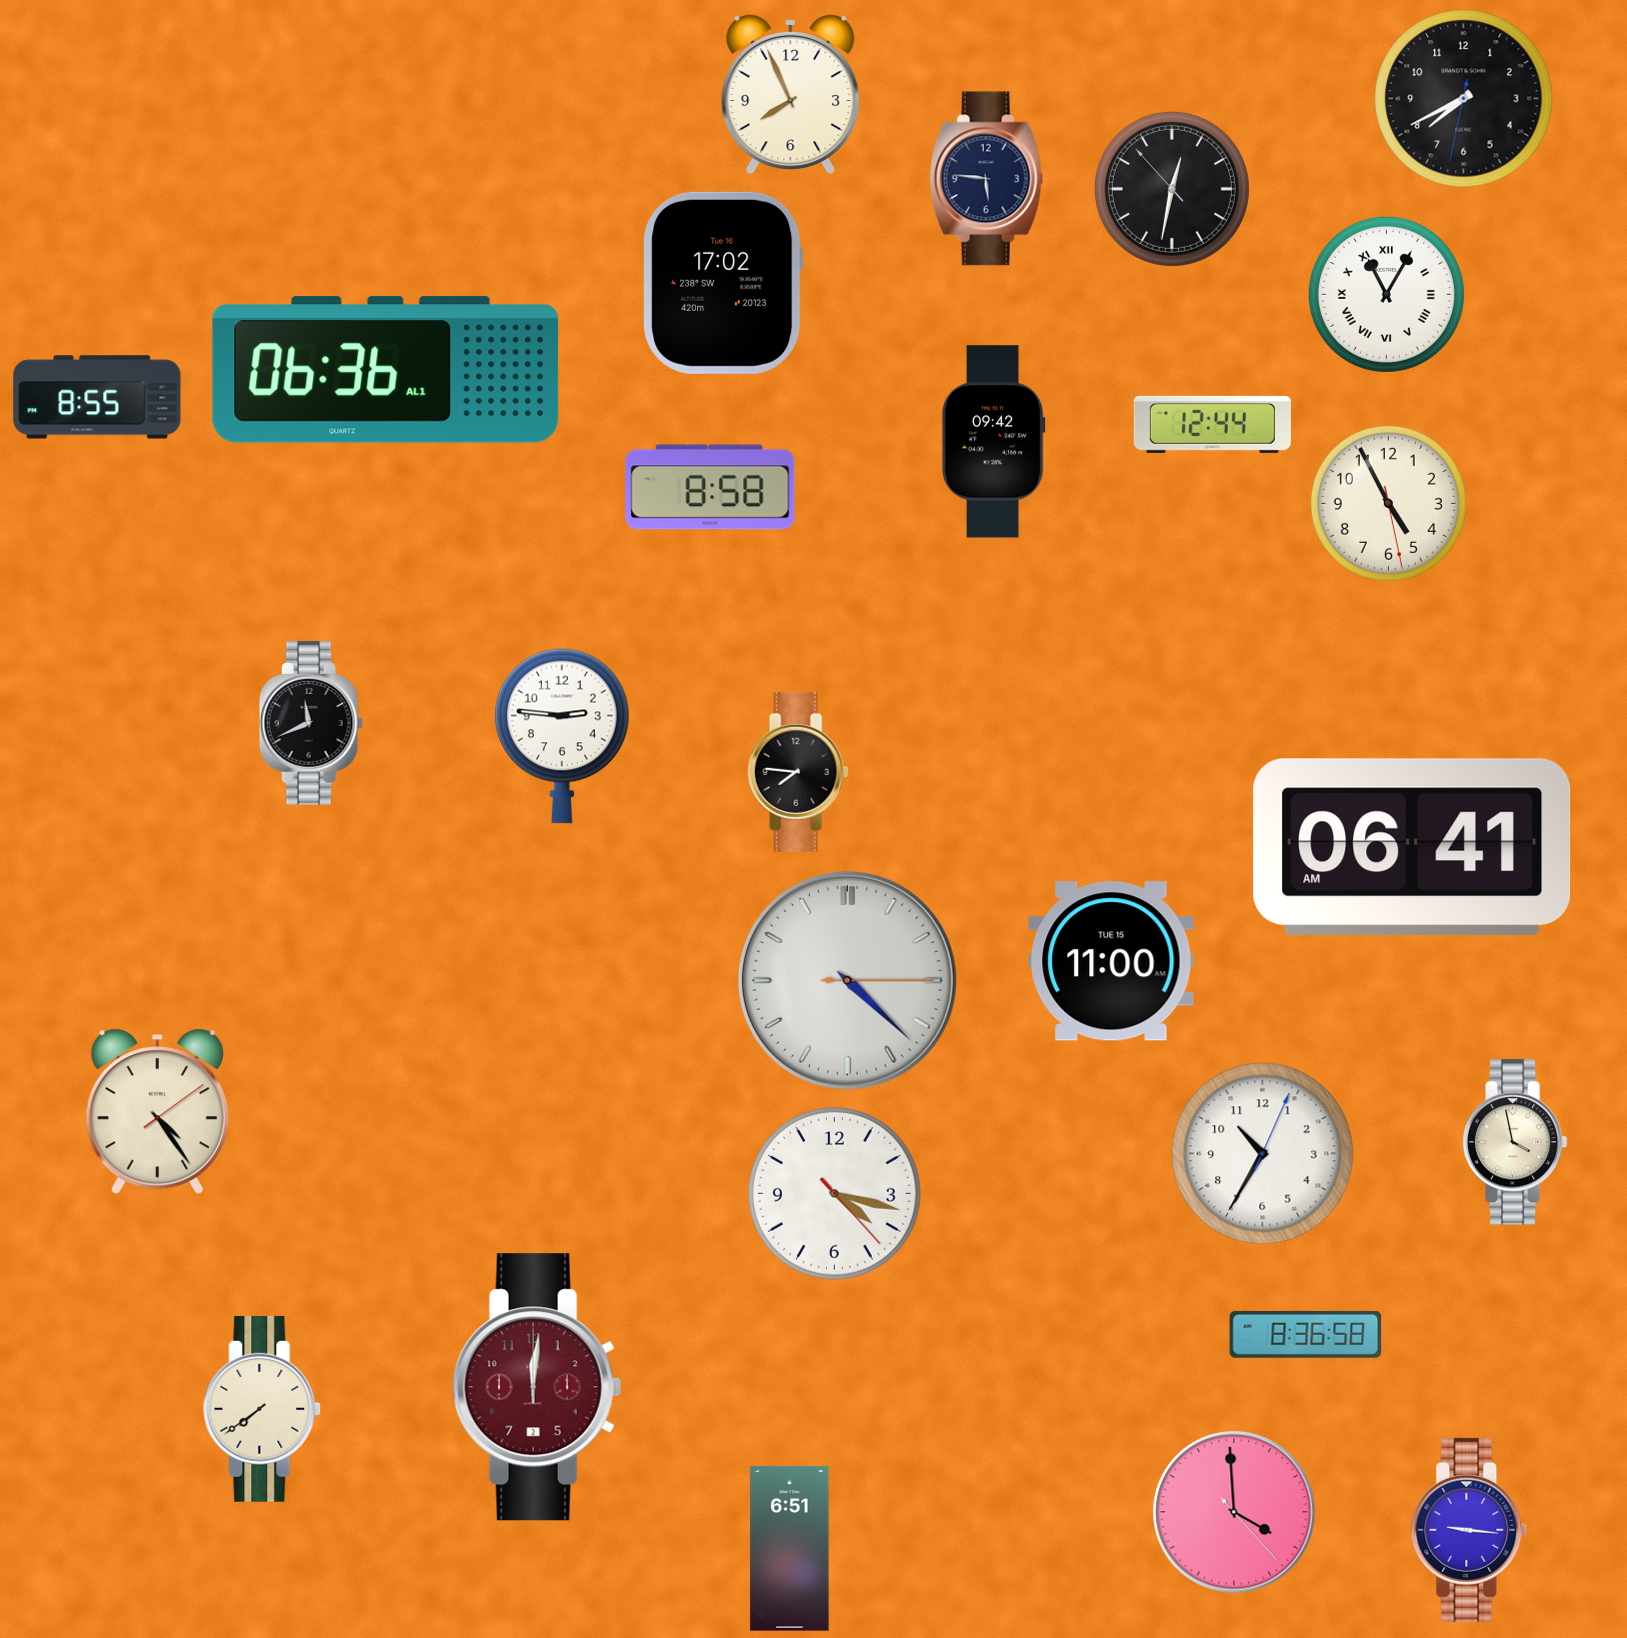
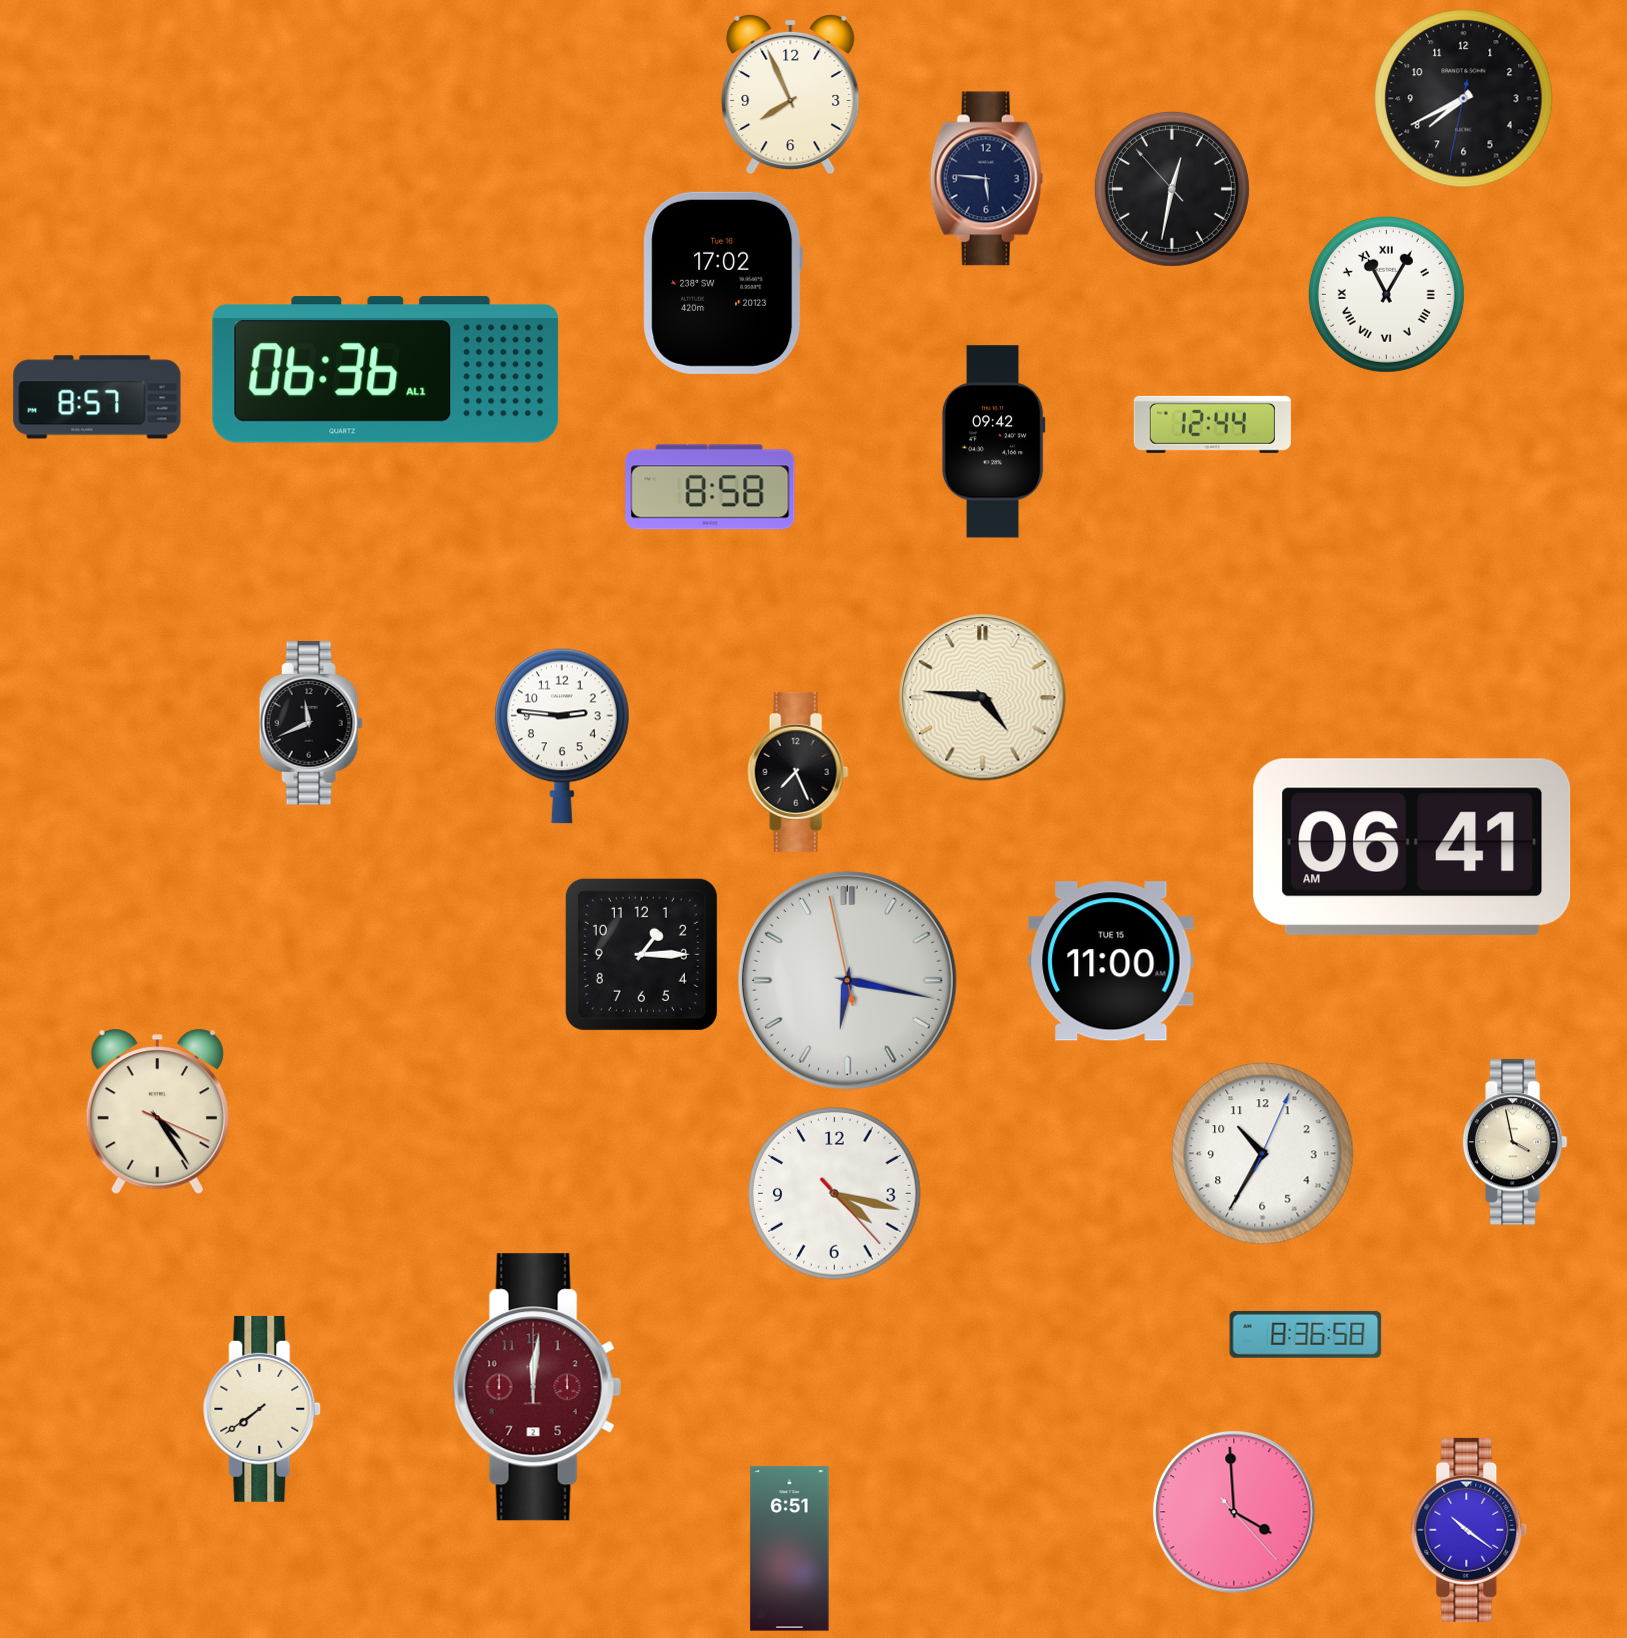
clock at (97, 397): 8:55 -> 8:57
clock at (1388, 503): 4:55 -> none
clock at (983, 698): none -> 4:46
clock at (798, 772): 7:46 -> 7:26
clock at (641, 954): none -> 1:15
clock at (847, 980): 4:22 -> 6:16
clock at (157, 1112): 4:24:09 -> 4:24:19
clock at (1469, 1530): 9:16 -> 10:21
